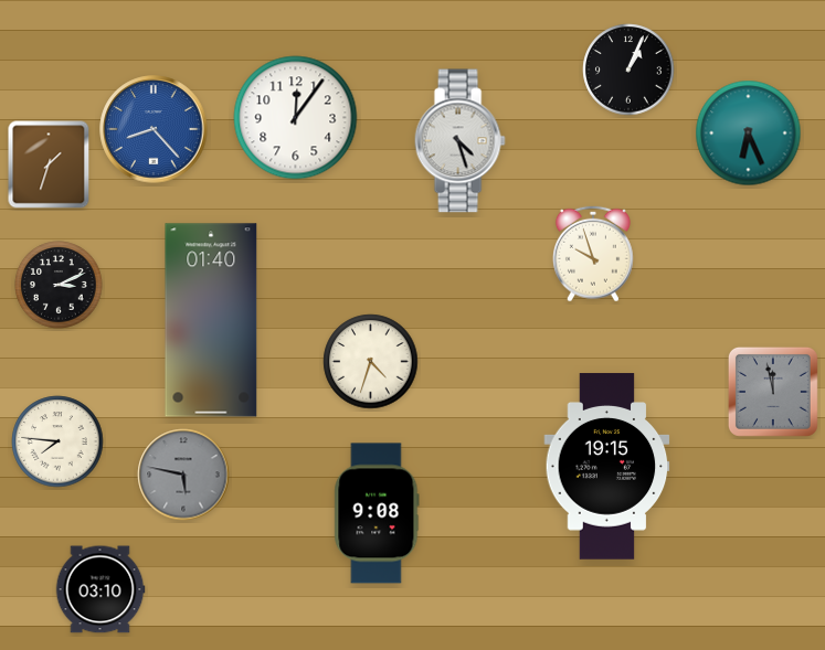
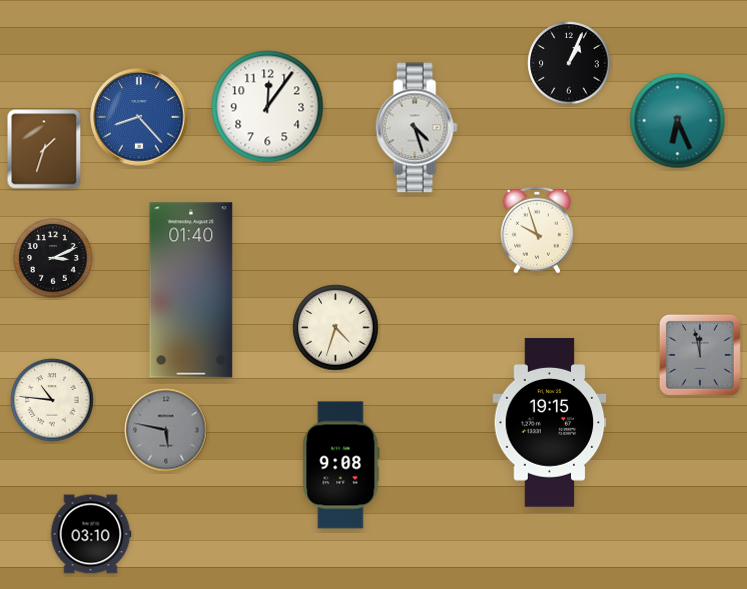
clock at (57, 441): 7:46 -> 10:46
